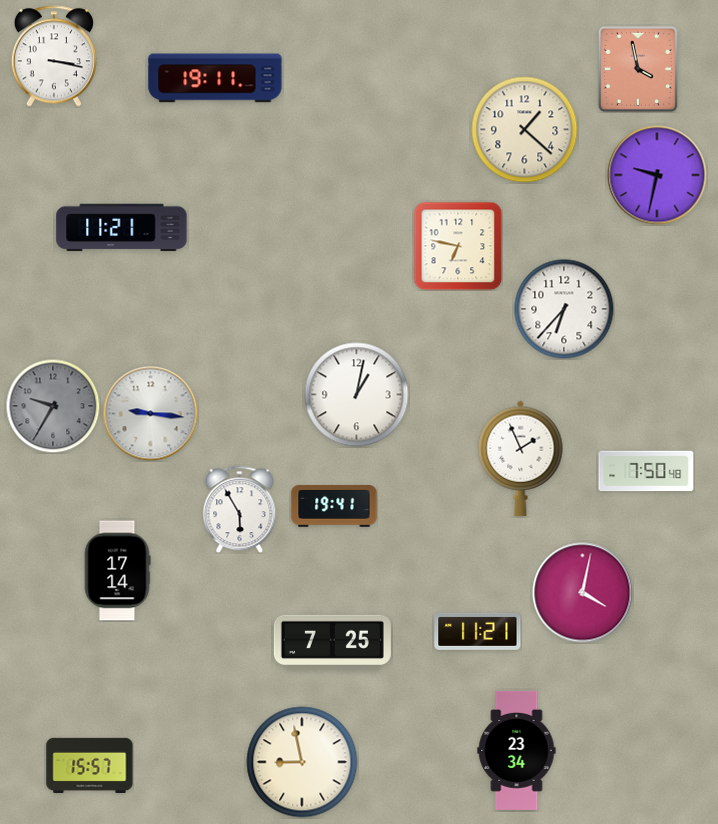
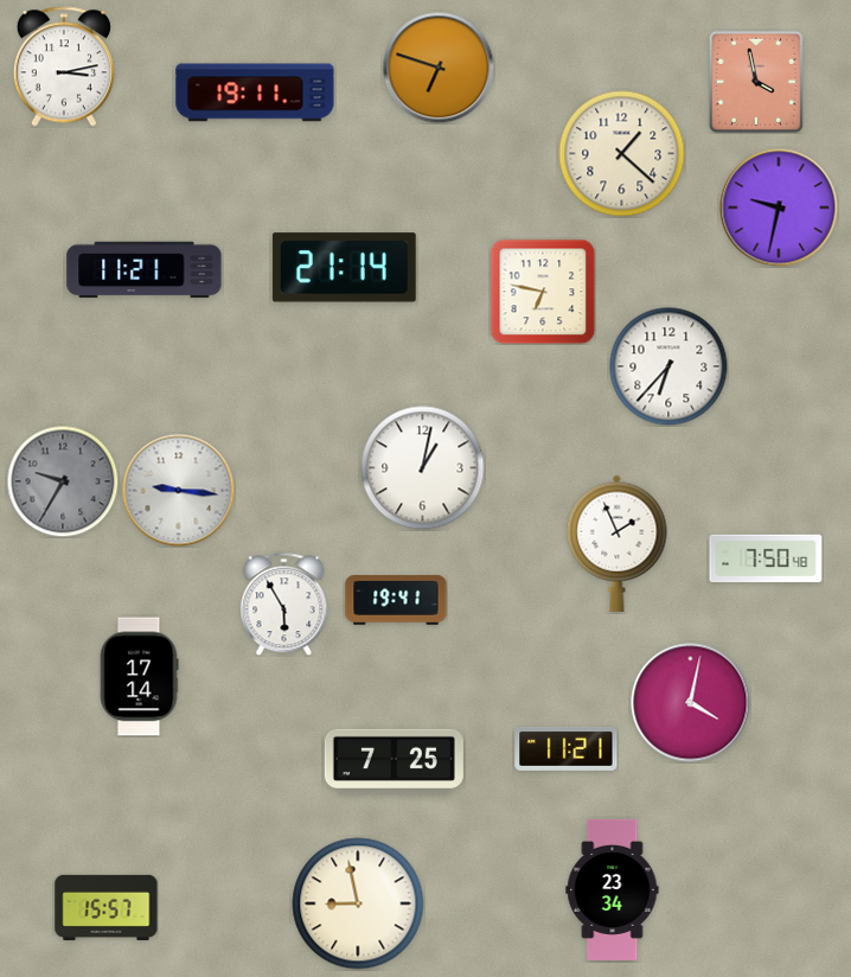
clock at (54, 56): 3:17 -> 3:13
clock at (439, 68): none -> 6:48
clock at (344, 268): none -> 21:14
